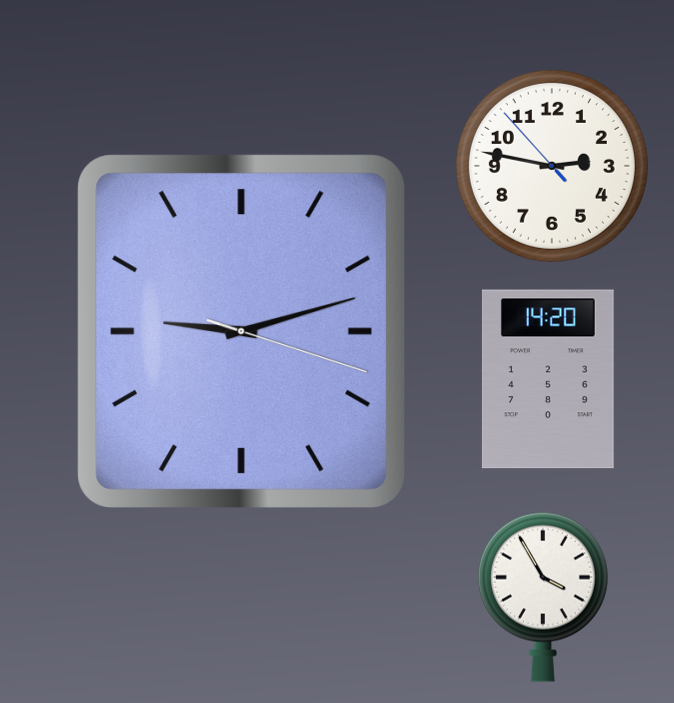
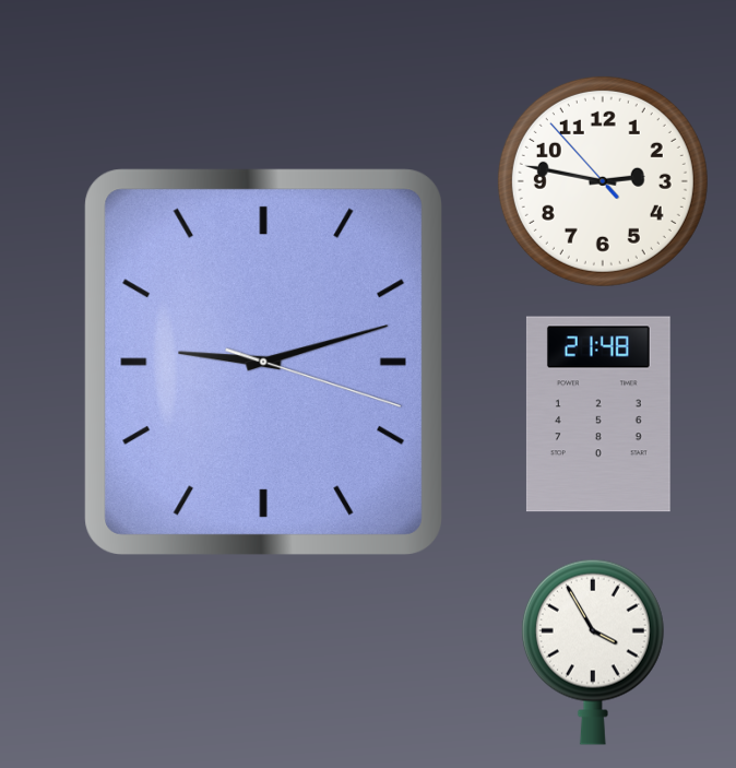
clock at (548, 379): 14:20 -> 21:48
